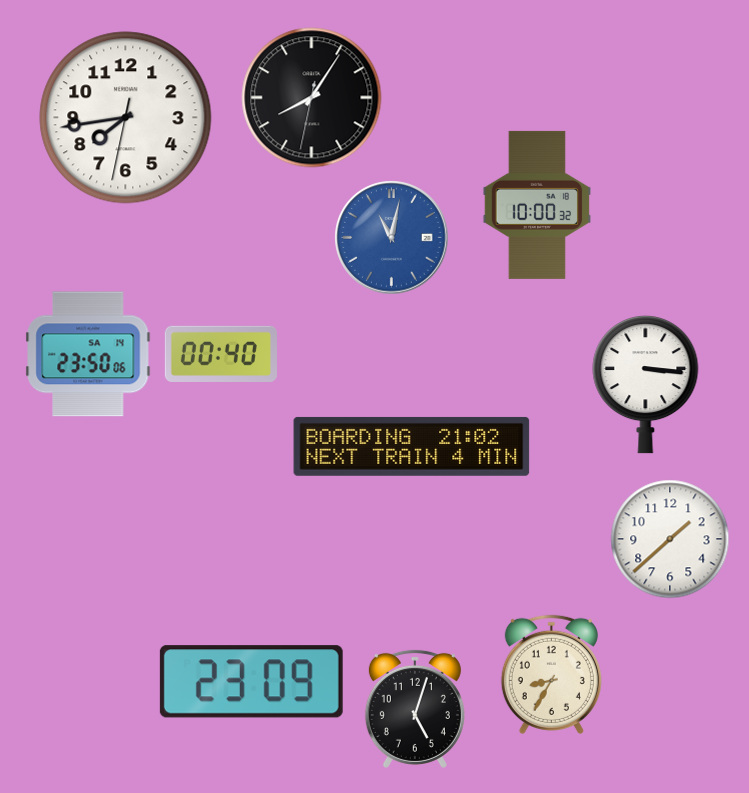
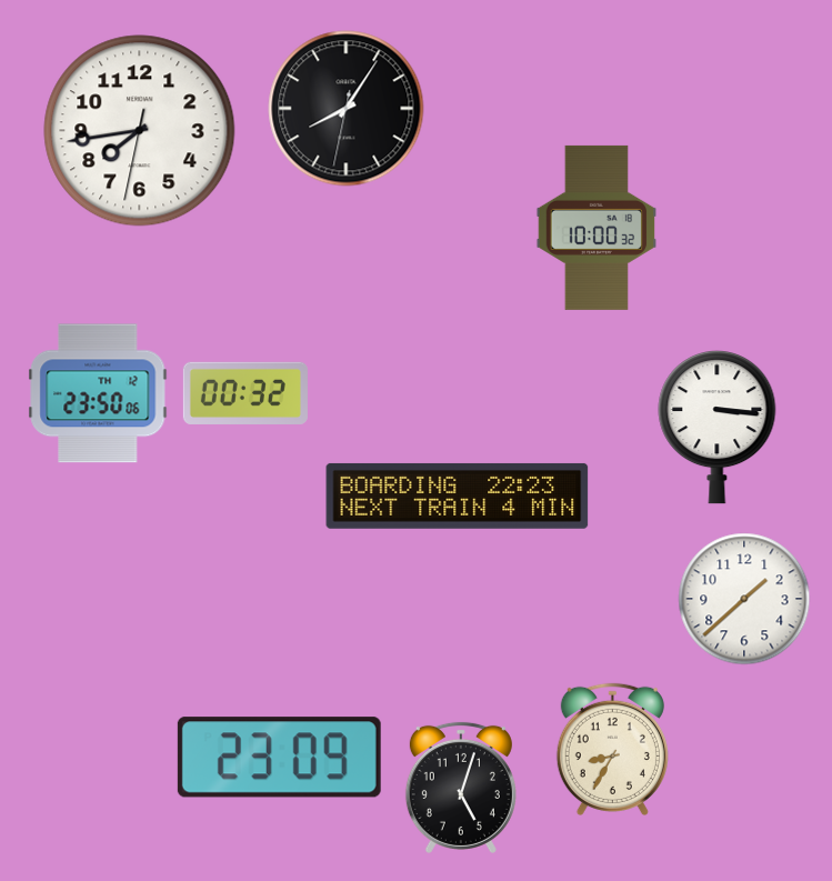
clock at (392, 238): 11:02 -> none
clock at (88, 354) date: SA 14 -> TH 12
clock at (221, 354): 00:40 -> 00:32
clock at (412, 446): 21:02 -> 22:23
